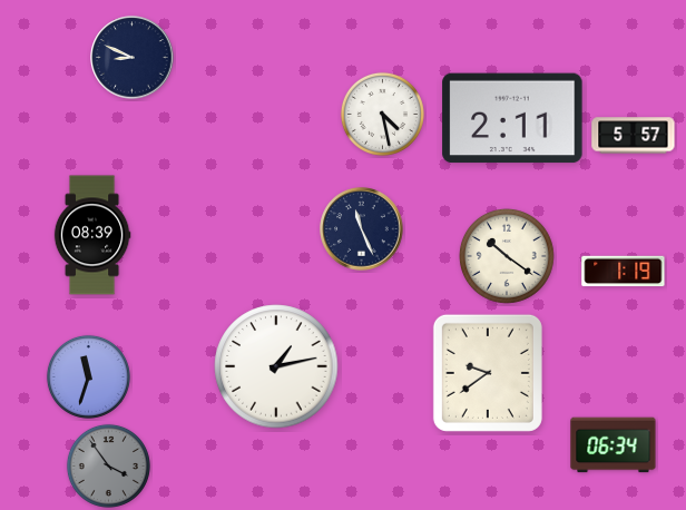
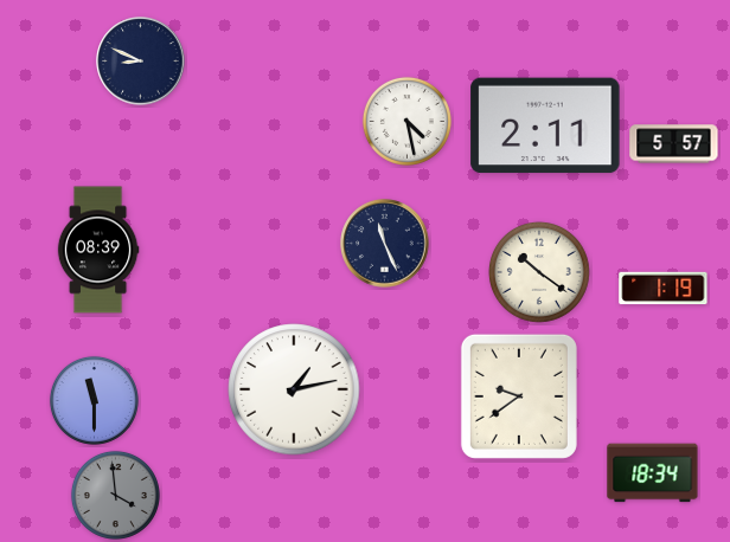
clock at (88, 376): 11:33 -> 11:30
clock at (614, 445): 06:34 -> 18:34
clock at (108, 465): 3:54 -> 3:59
